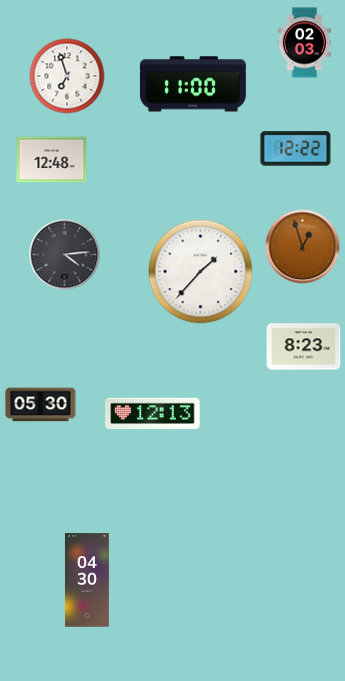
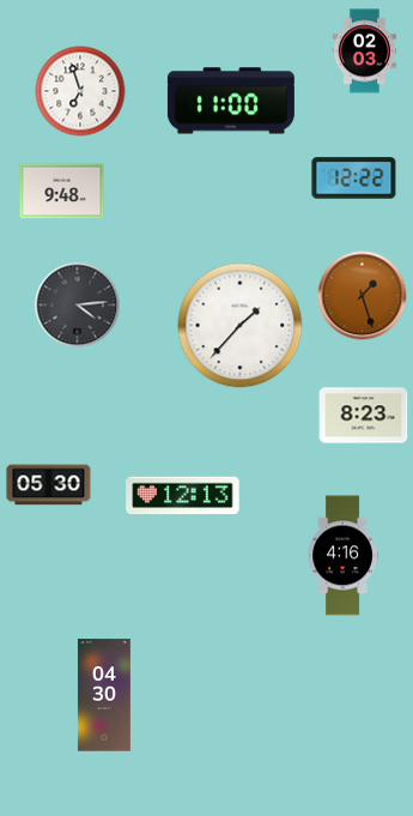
clock at (52, 160): 12:48 -> 9:48
clock at (303, 247): 12:57 -> 1:27
clock at (342, 556): none -> 4:16
